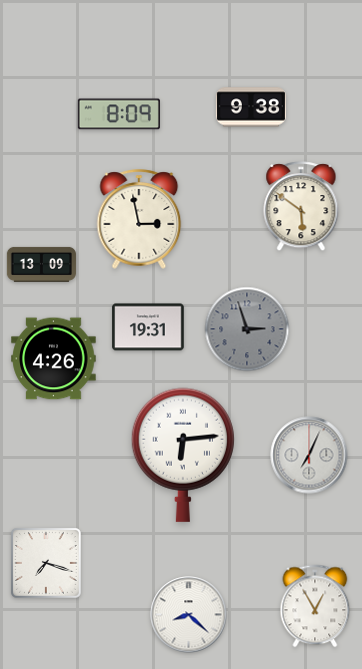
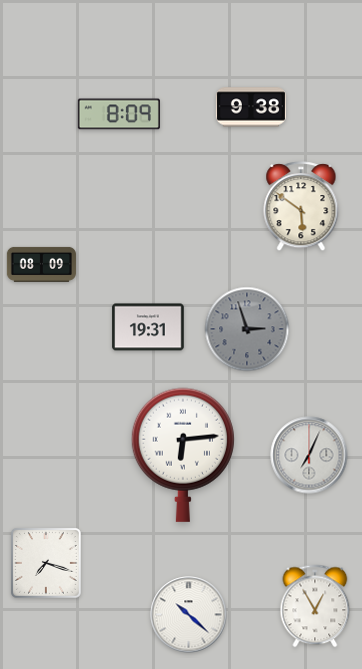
clock at (139, 219): 2:58 -> none
clock at (41, 264): 13:09 -> 08:09
clock at (54, 359): 4:26 -> none
clock at (189, 615): 8:22 -> 10:22
